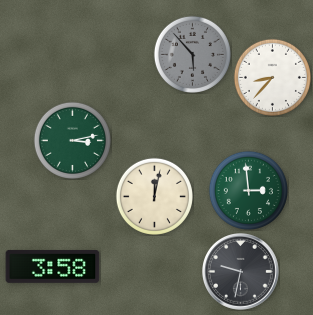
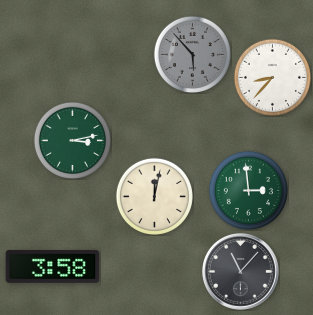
clock at (241, 272): 9:32 -> 11:07
